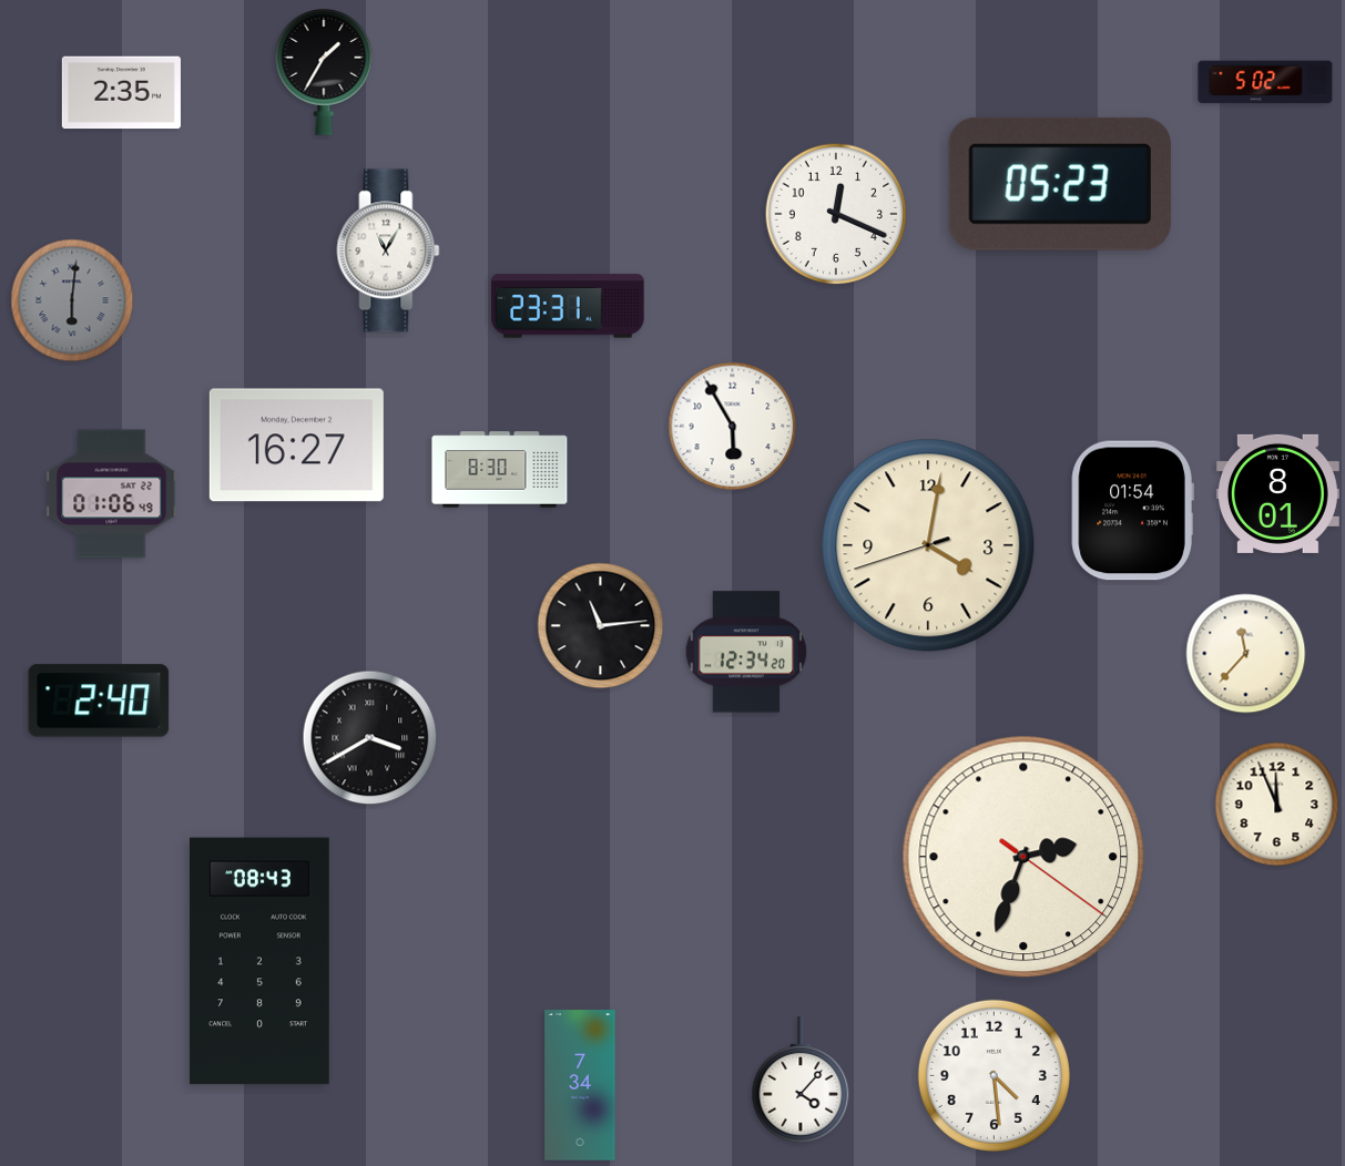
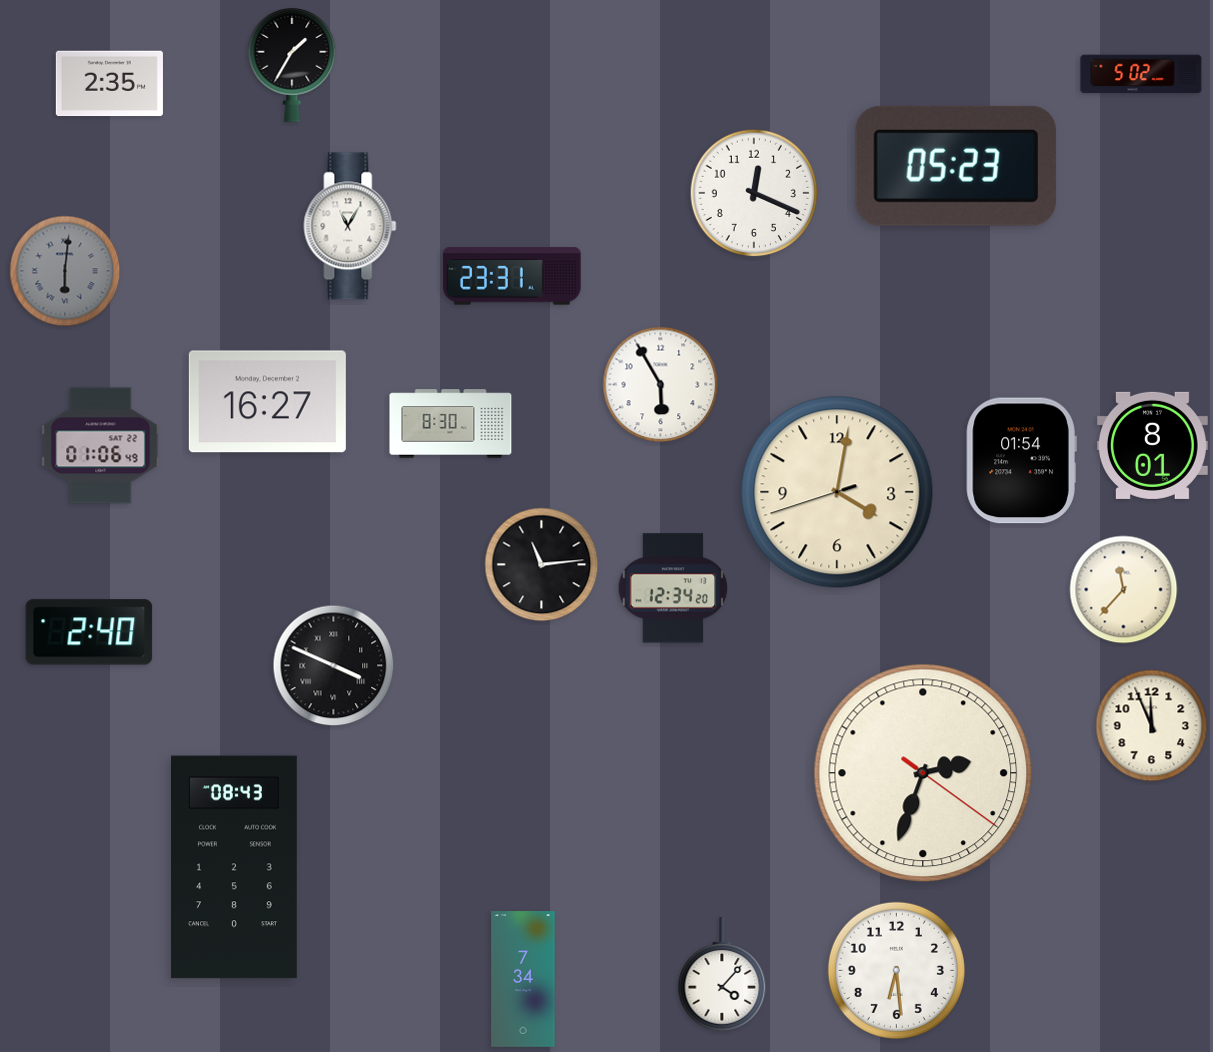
clock at (370, 738): 3:40 -> 3:49
clock at (994, 1075): 4:29 -> 6:29
